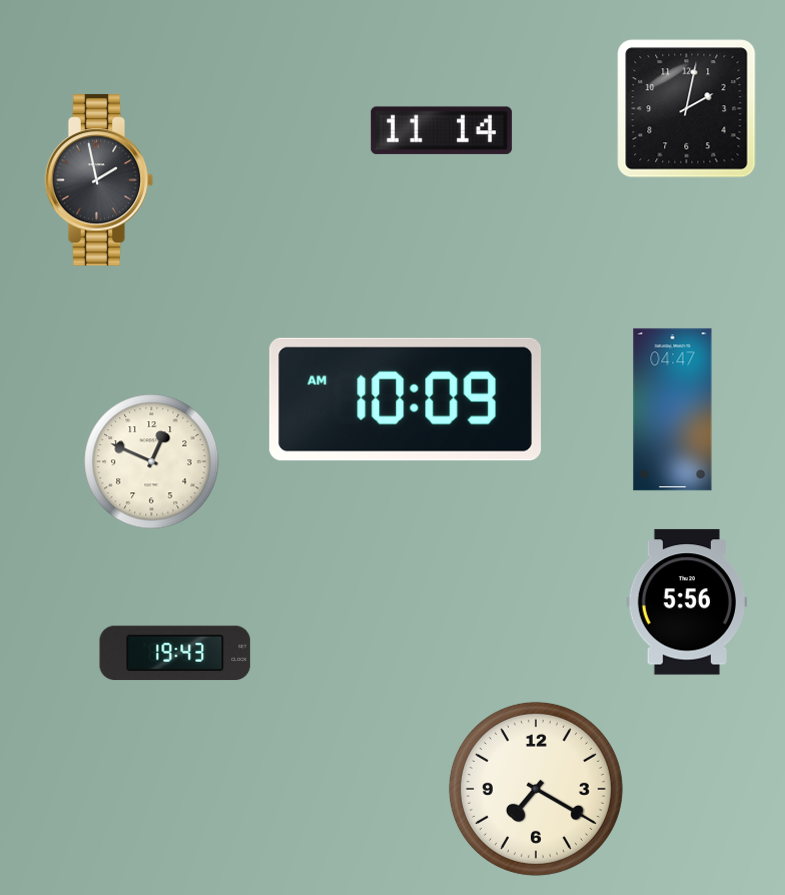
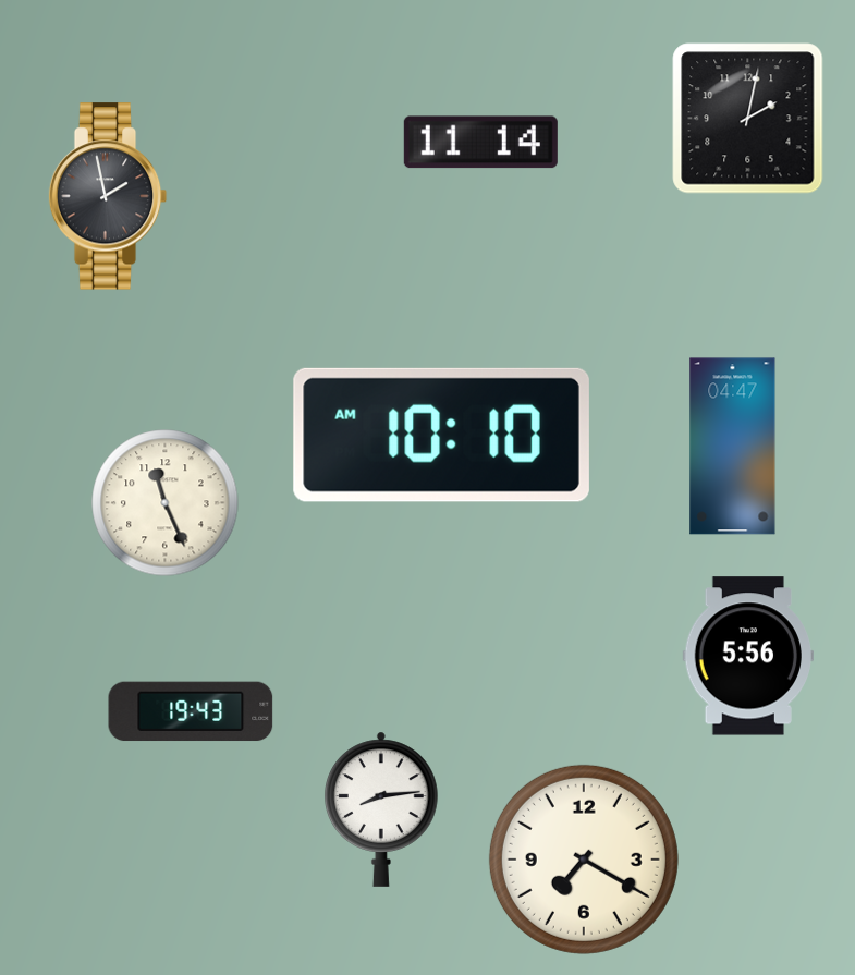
clock at (405, 399): 10:09 -> 10:10
clock at (152, 462): 12:49 -> 11:26
clock at (381, 809): none -> 8:14
